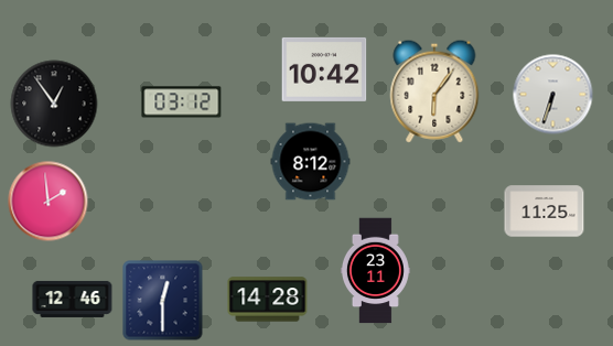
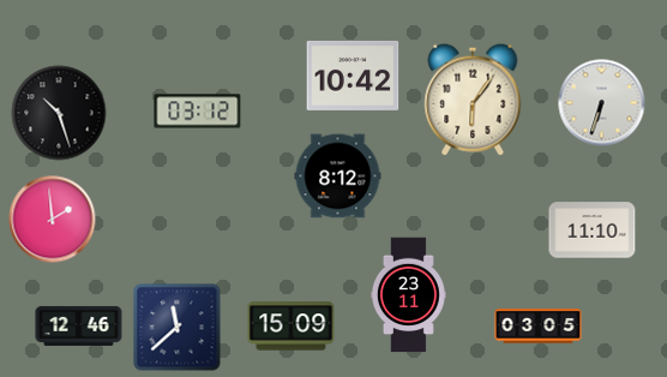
clock at (54, 104): 12:54 -> 10:27
clock at (545, 212): 11:25 -> 11:10
clock at (268, 300): 14:28 -> 15:09
clock at (539, 327): none -> 03:05
clock at (163, 301): 12:30 -> 11:38
